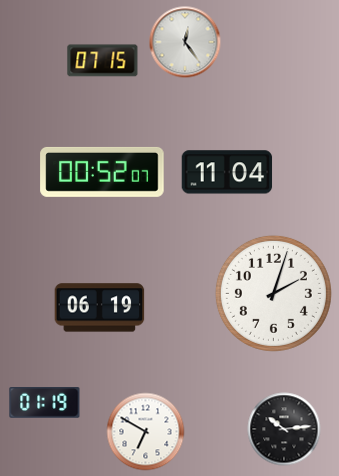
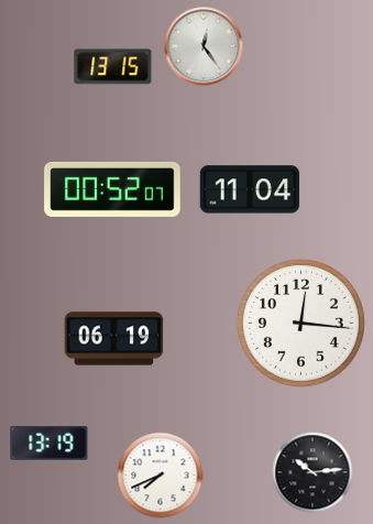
clock at (103, 61): 07:15 -> 13:15
clock at (273, 293): 2:03 -> 12:16
clock at (100, 308) position: (100, 308) -> (114, 339)
clock at (45, 403): 01:19 -> 13:19
clock at (146, 432): 6:50 -> 7:41
